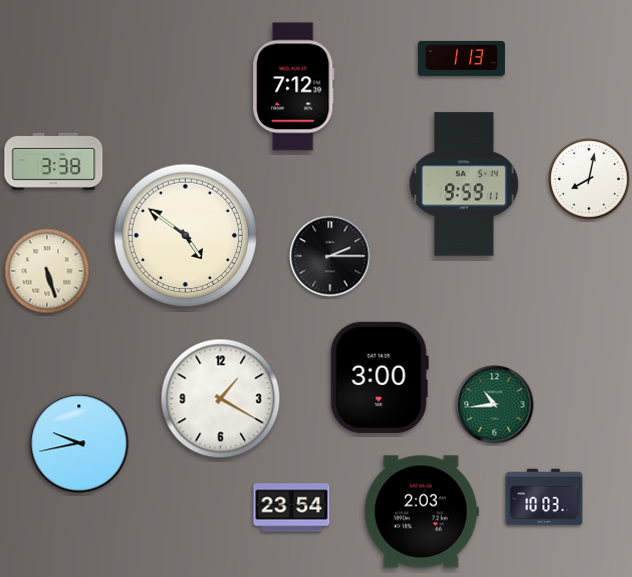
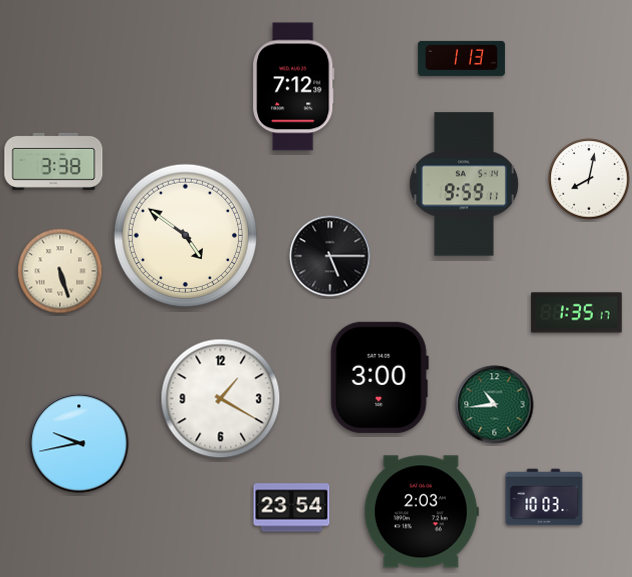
clock at (330, 256): 2:15 -> 5:15
clock at (47, 271) position: (47, 271) -> (60, 271)
clock at (577, 313): none -> 1:35
